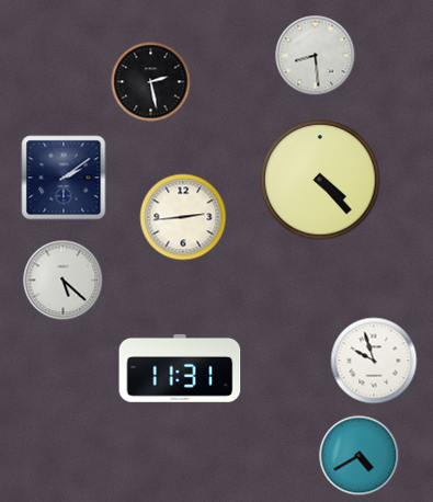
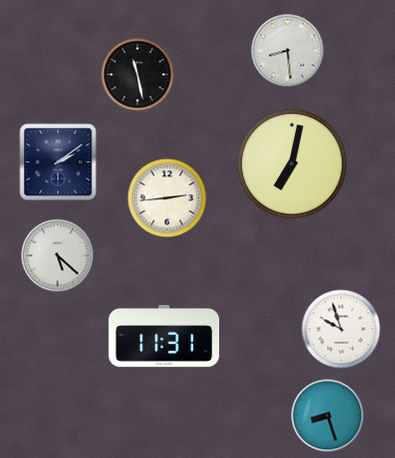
clock at (151, 82): 2:28 -> 11:28
clock at (320, 180): 4:23 -> 7:02
clock at (360, 456): 4:40 -> 8:27
